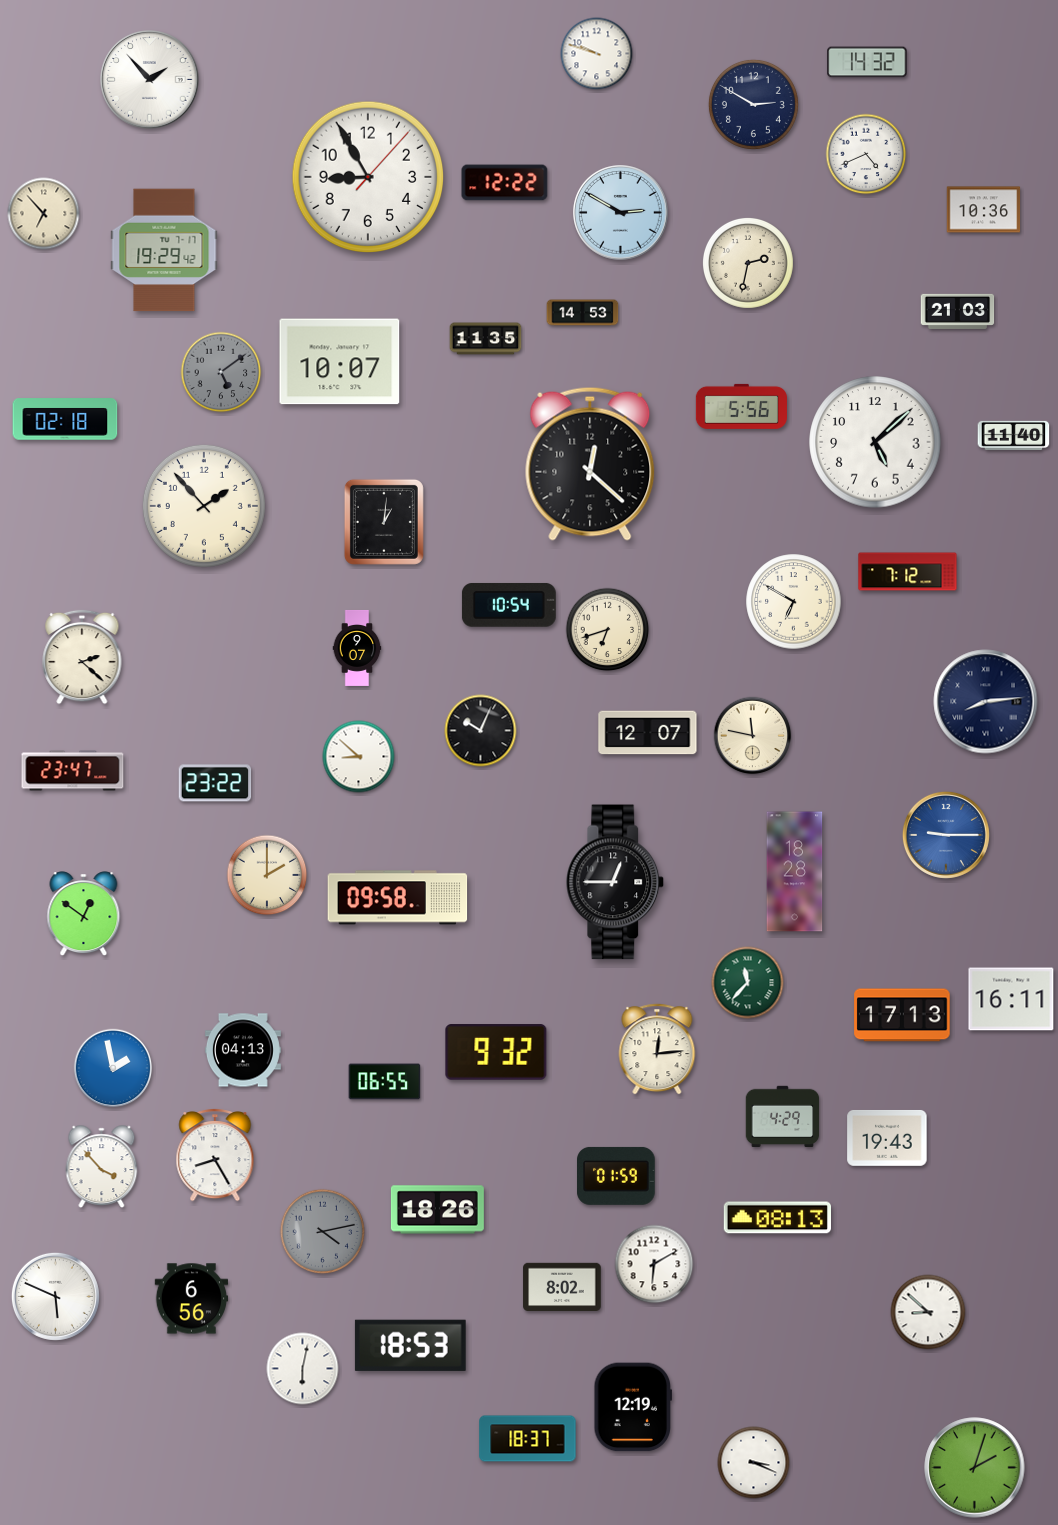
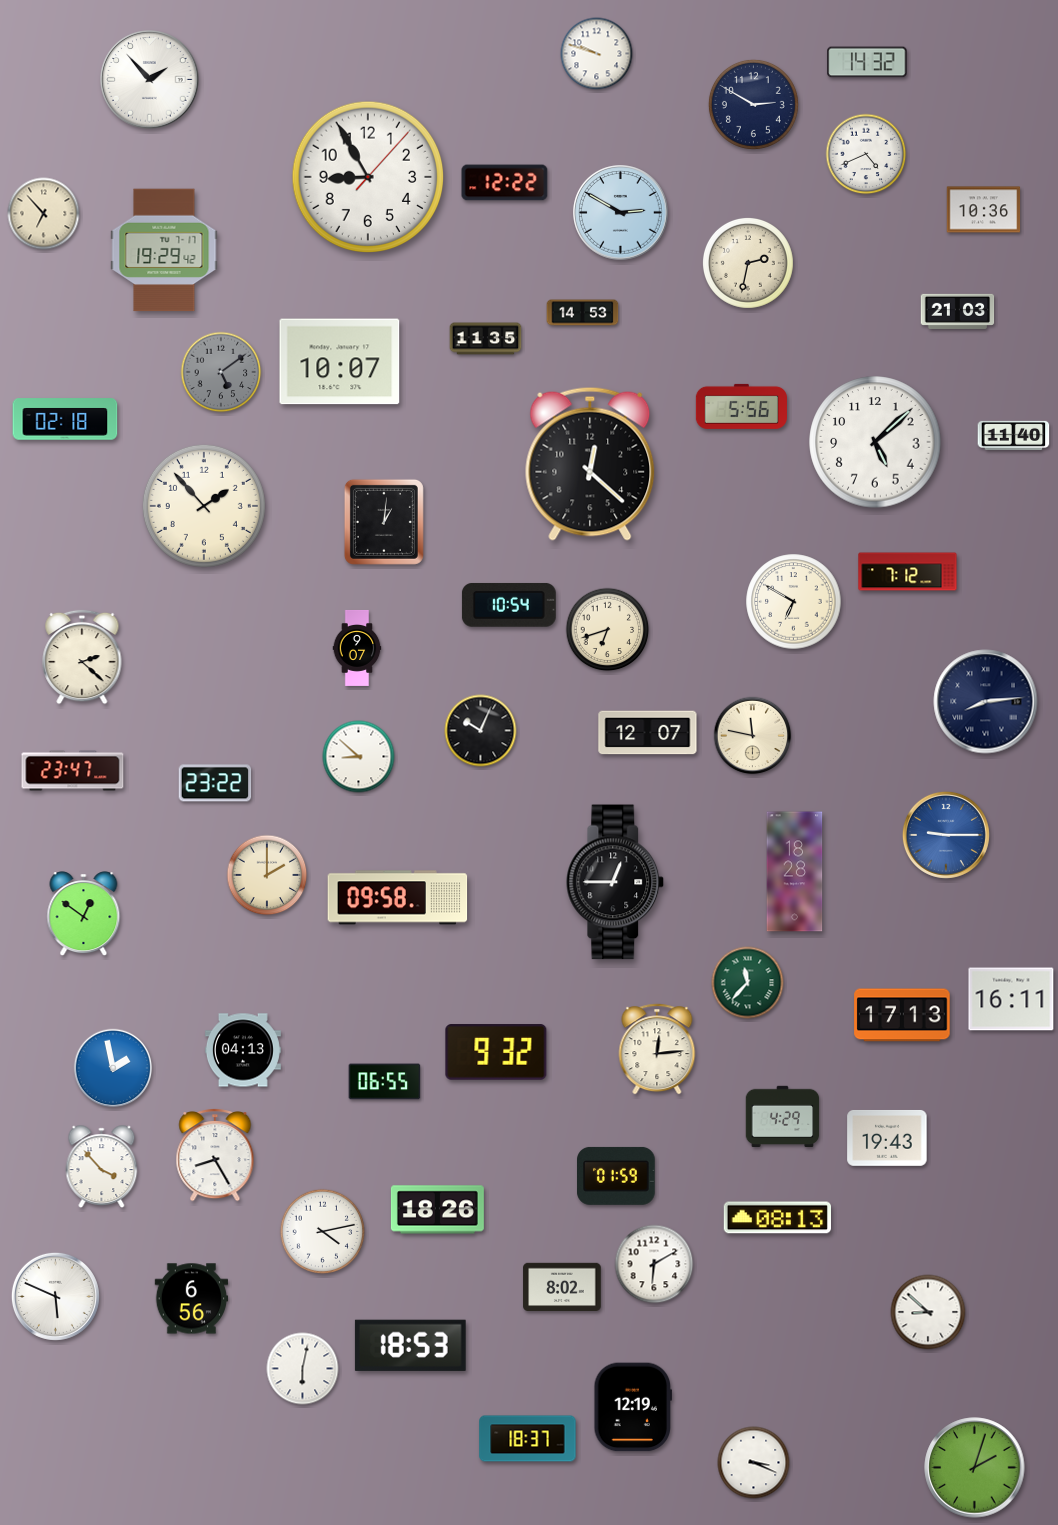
clock at (323, 1232) dial: grey -> white
